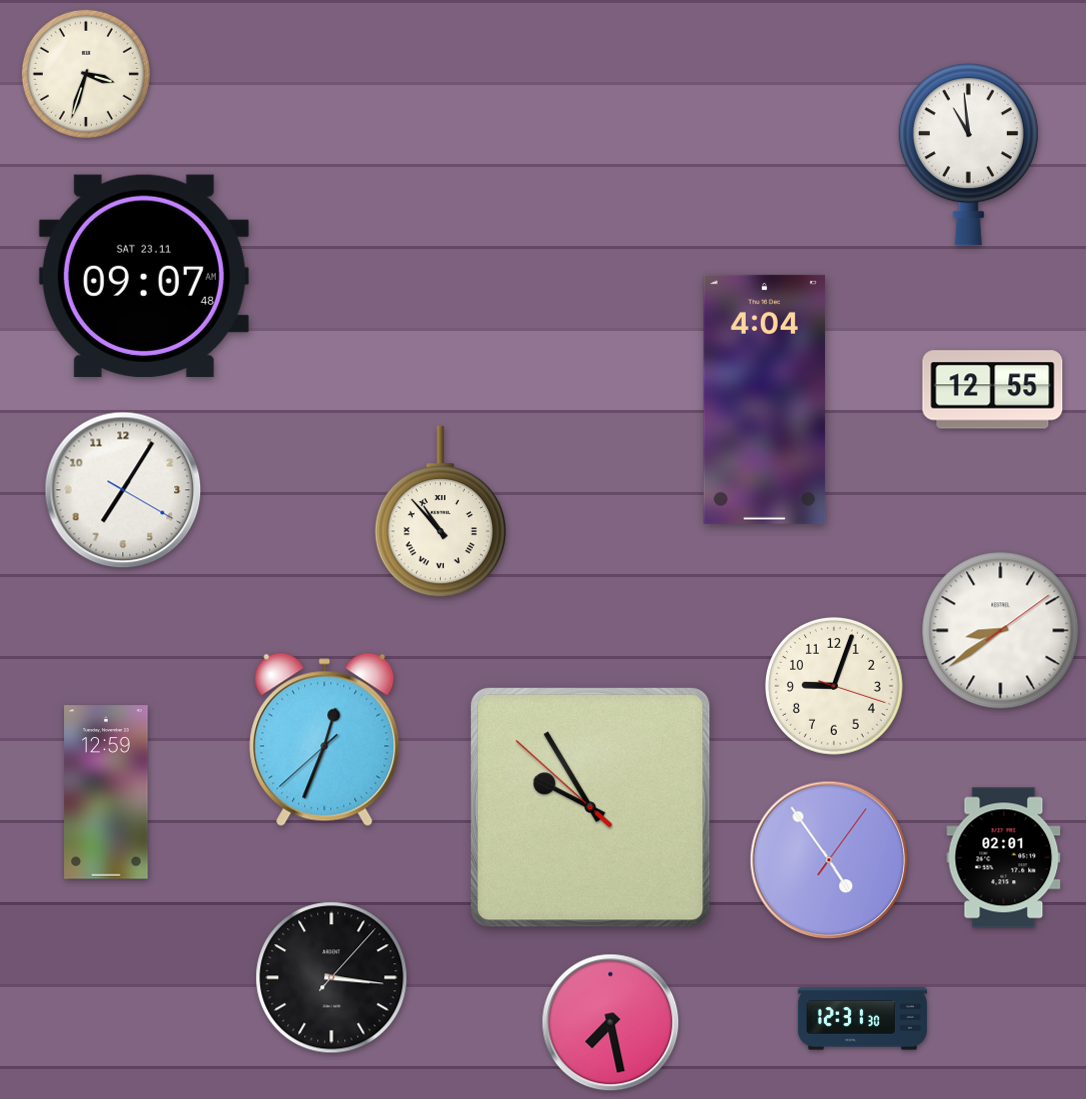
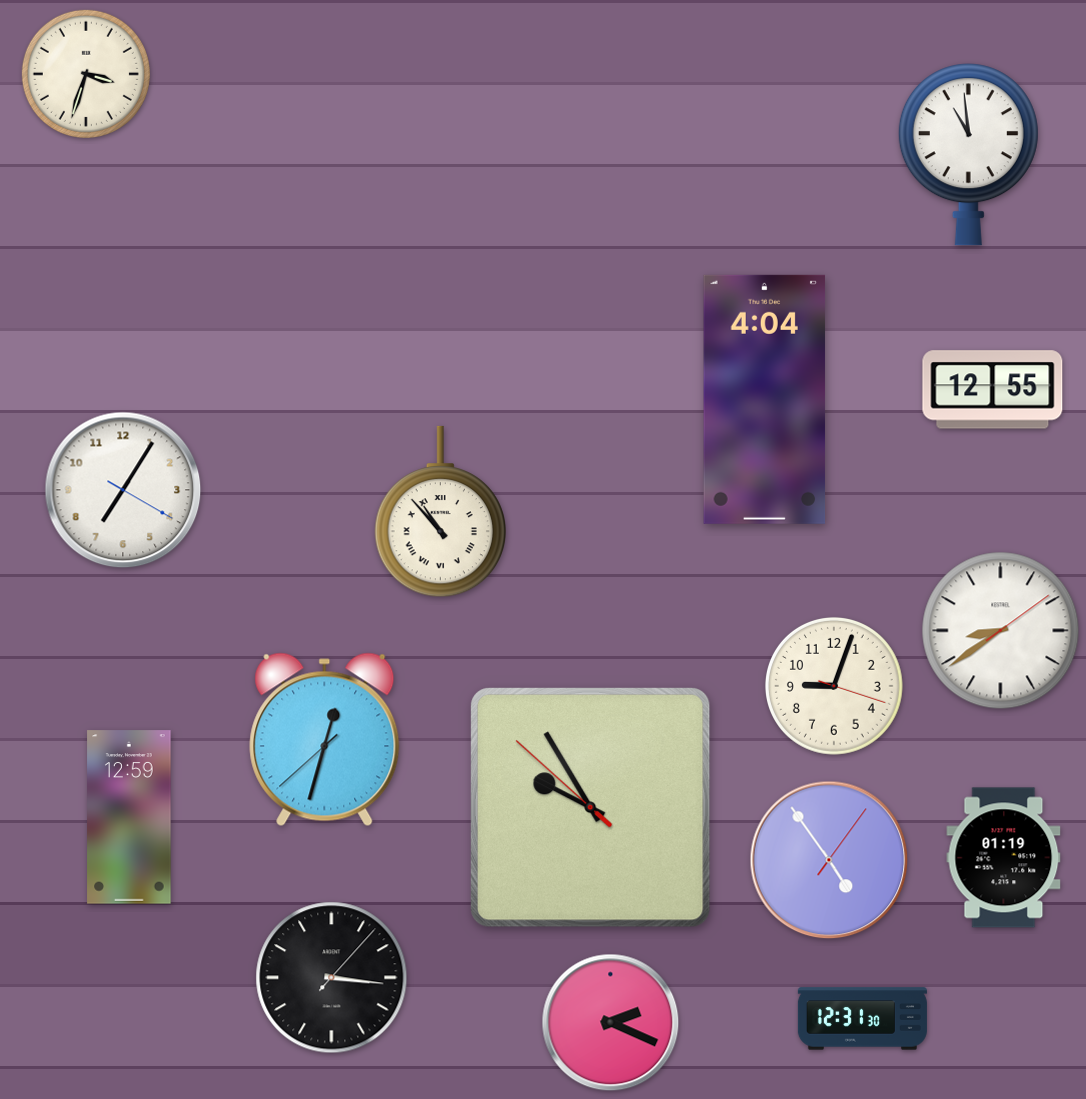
clock at (144, 276): 09:07 -> none
clock at (325, 740): 12:33 -> 12:32
clock at (106, 792) position: (106, 792) -> (129, 817)
clock at (1004, 858): 02:01 -> 01:19
clock at (611, 1023): 7:28 -> 2:19
